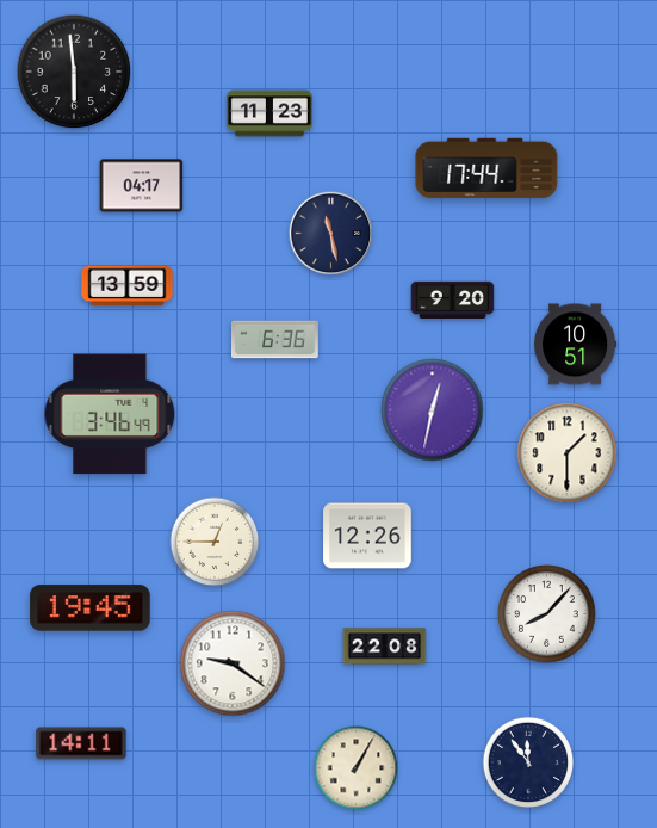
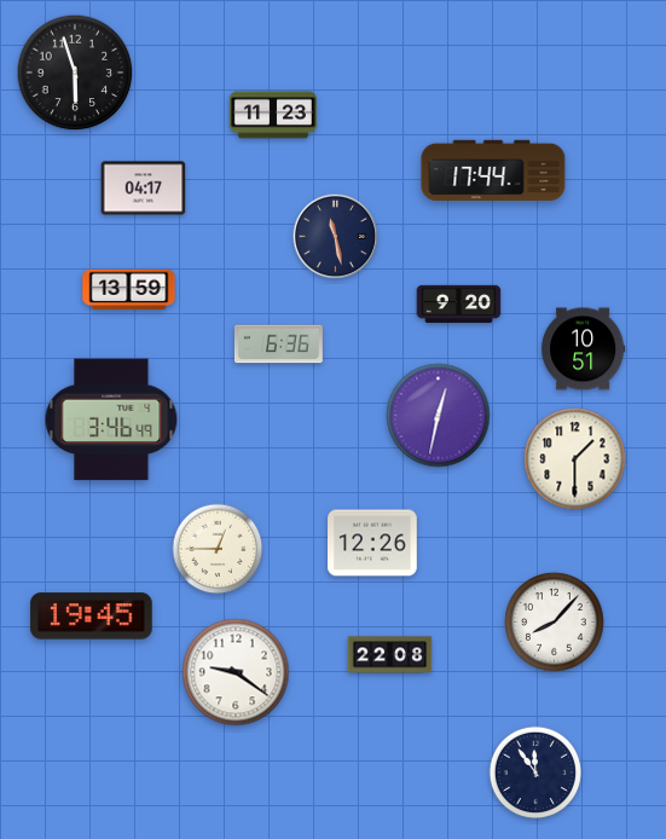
clock at (74, 72): 5:59 -> 5:57
clock at (81, 743): 14:11 -> none
clock at (357, 768): 1:05 -> none
